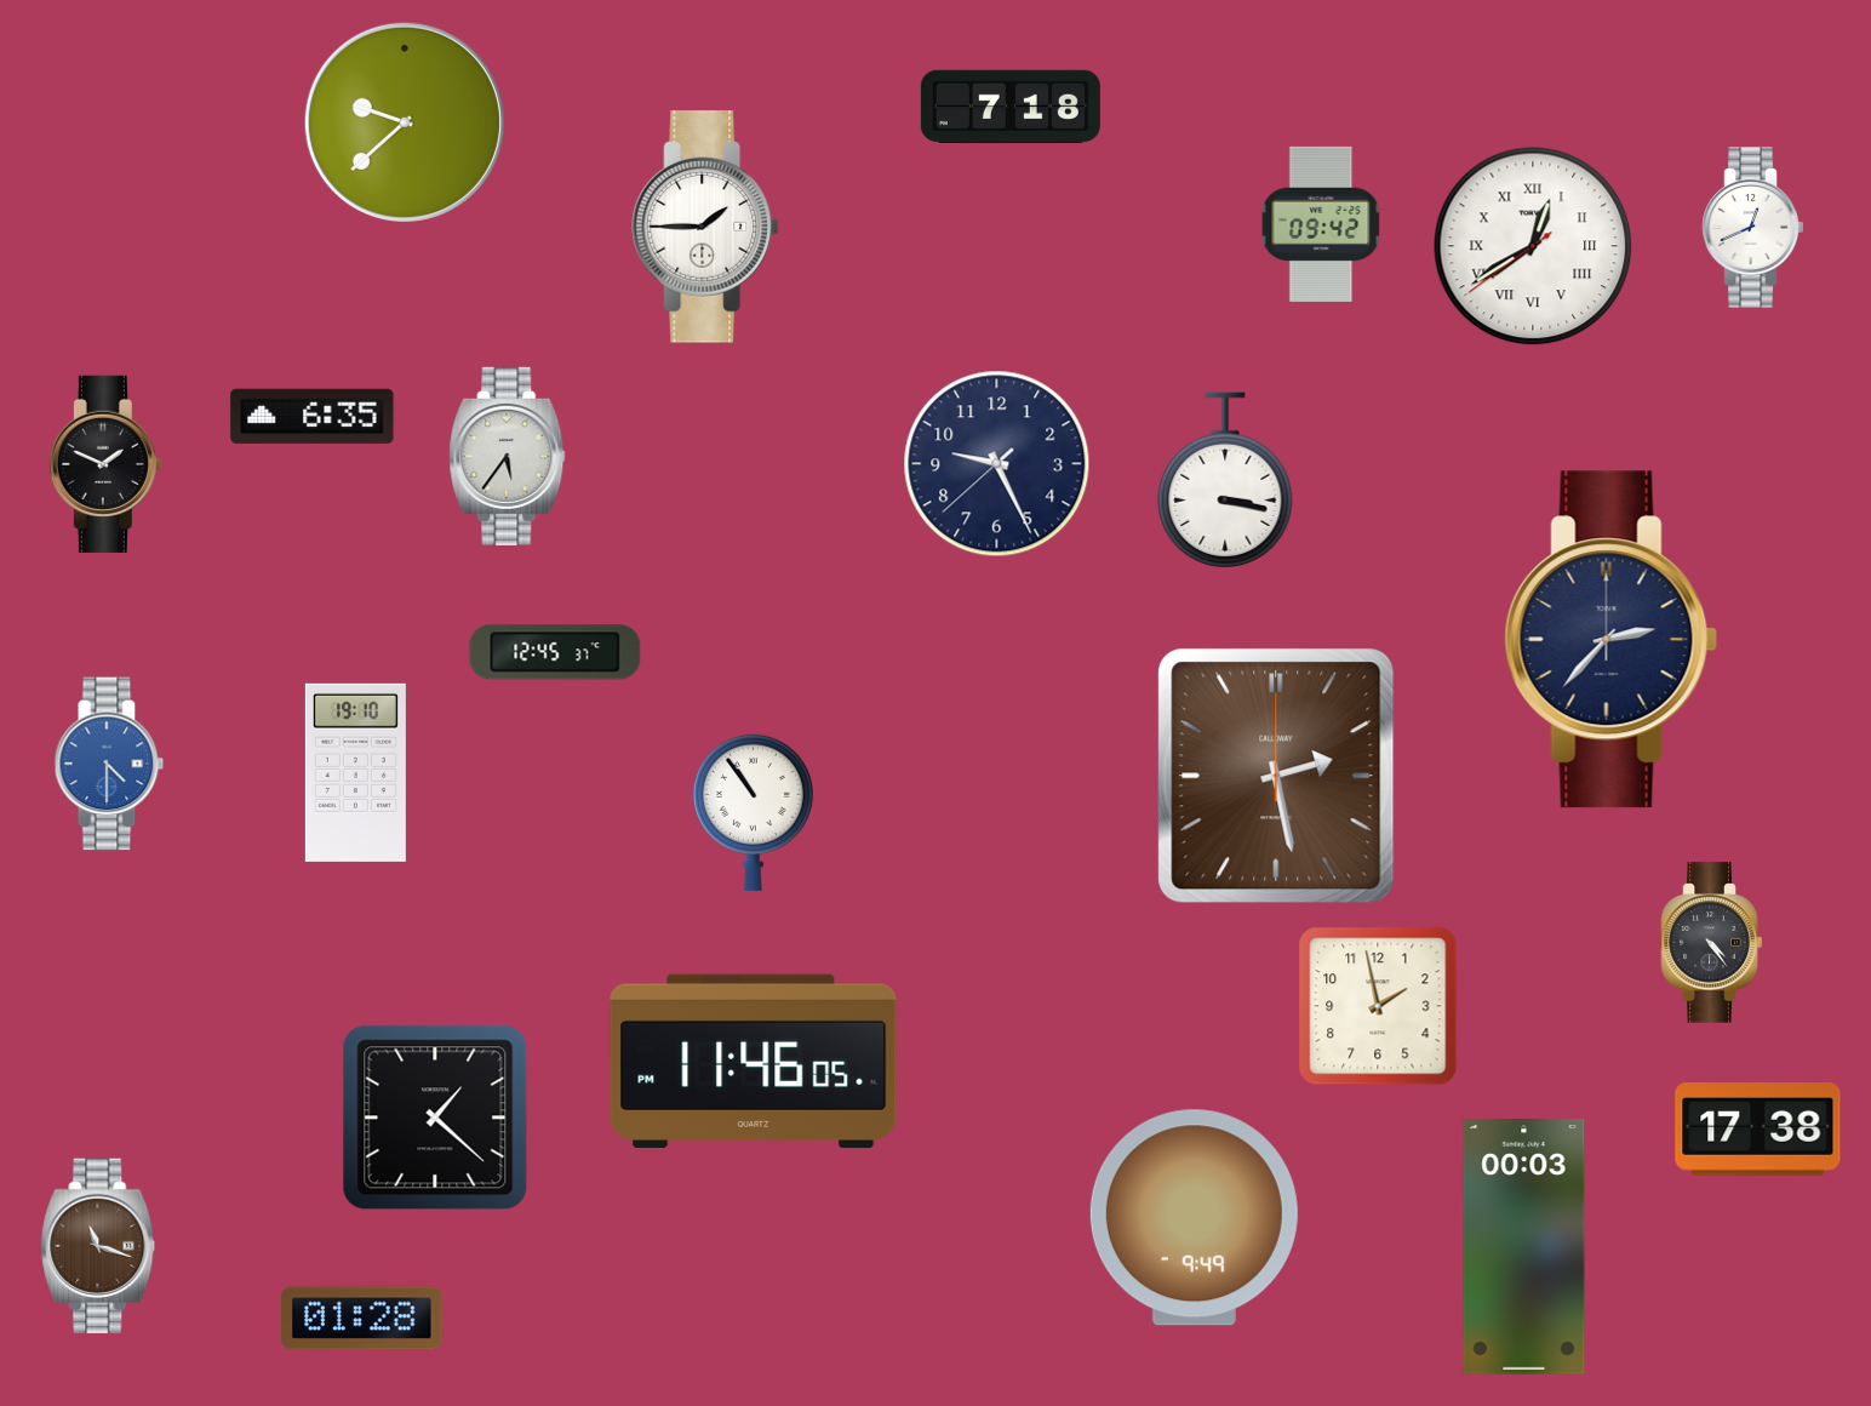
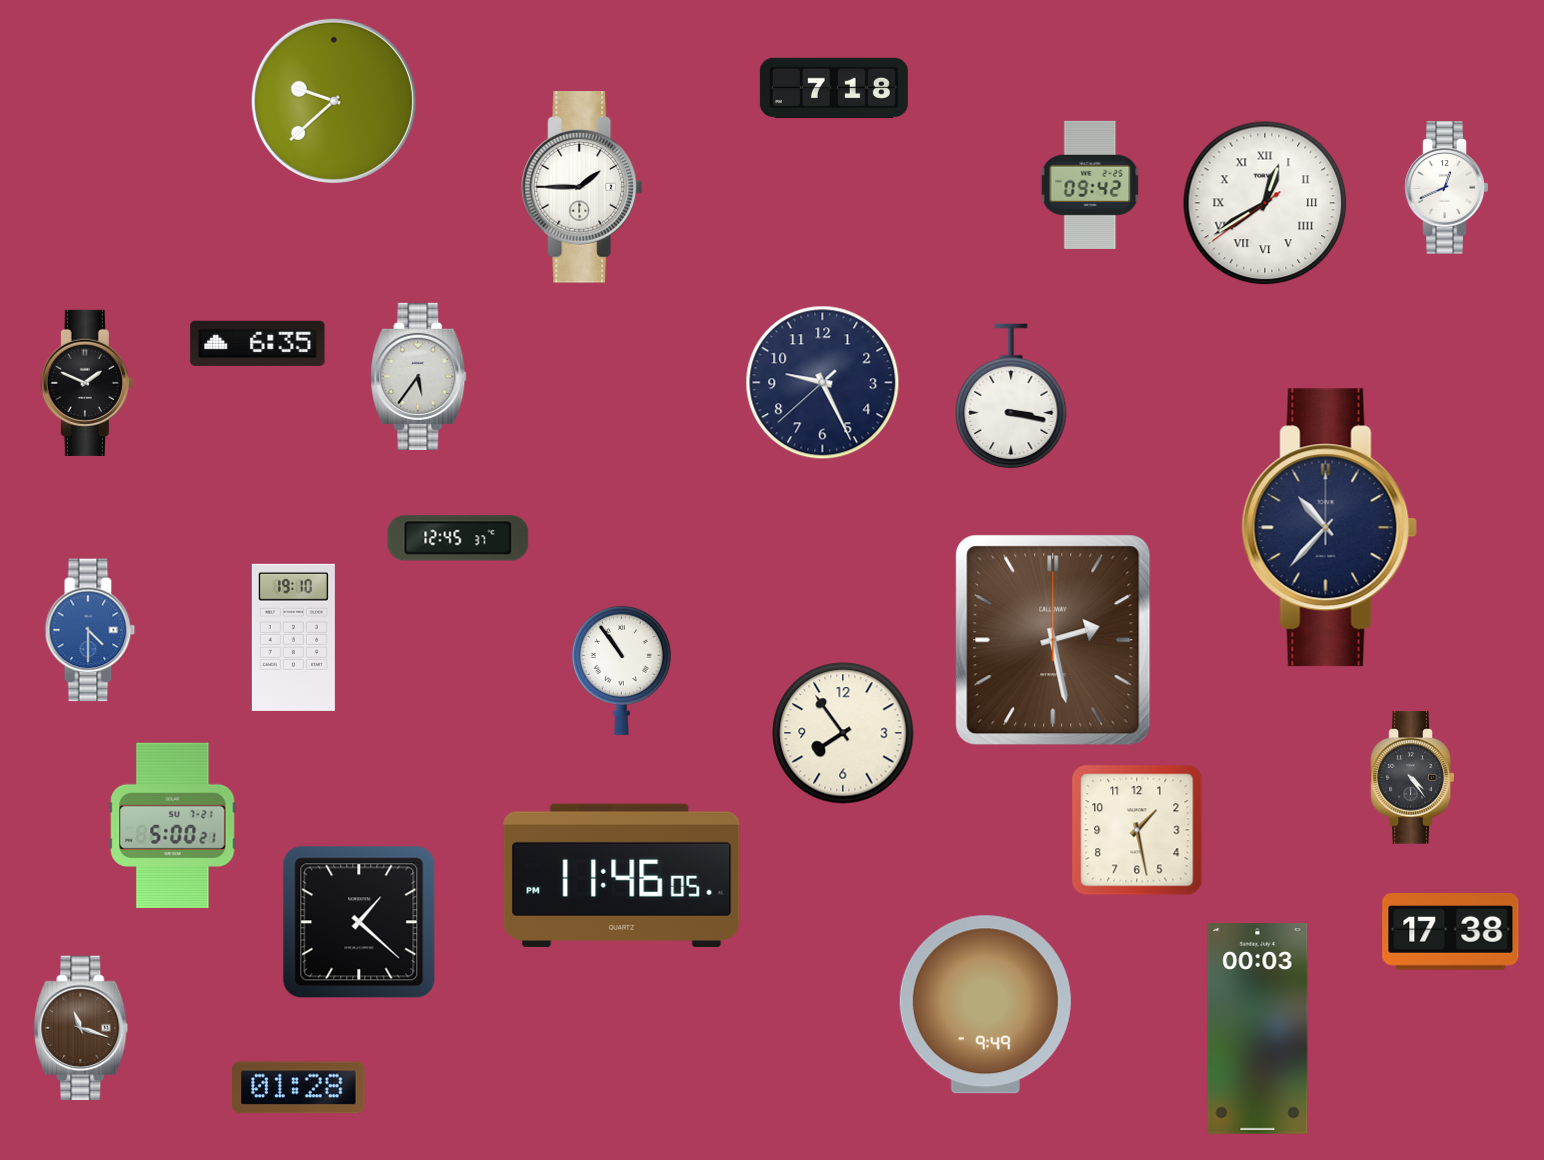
clock at (1612, 640): 2:37 -> 10:37
clock at (843, 733): none -> 7:54
clock at (173, 825): none -> 5:00
clock at (1378, 1006): 1:58 -> 1:28
